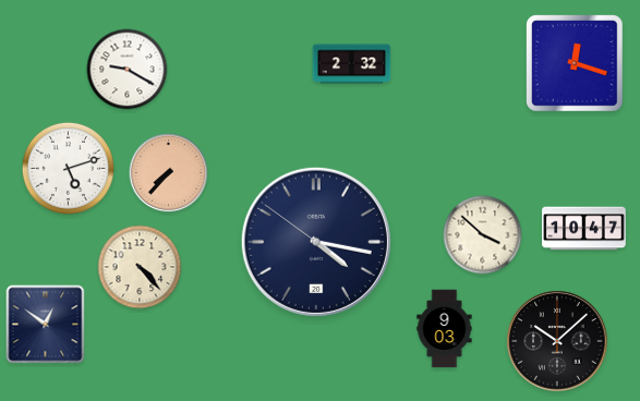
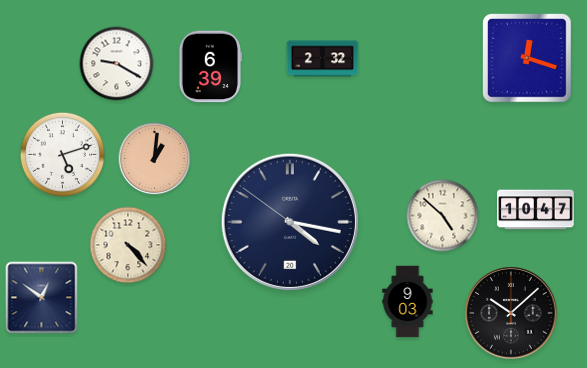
clock at (211, 67): none -> 6:39
clock at (169, 173): 7:37 -> 1:01
clock at (483, 235): 3:52 -> 4:52
